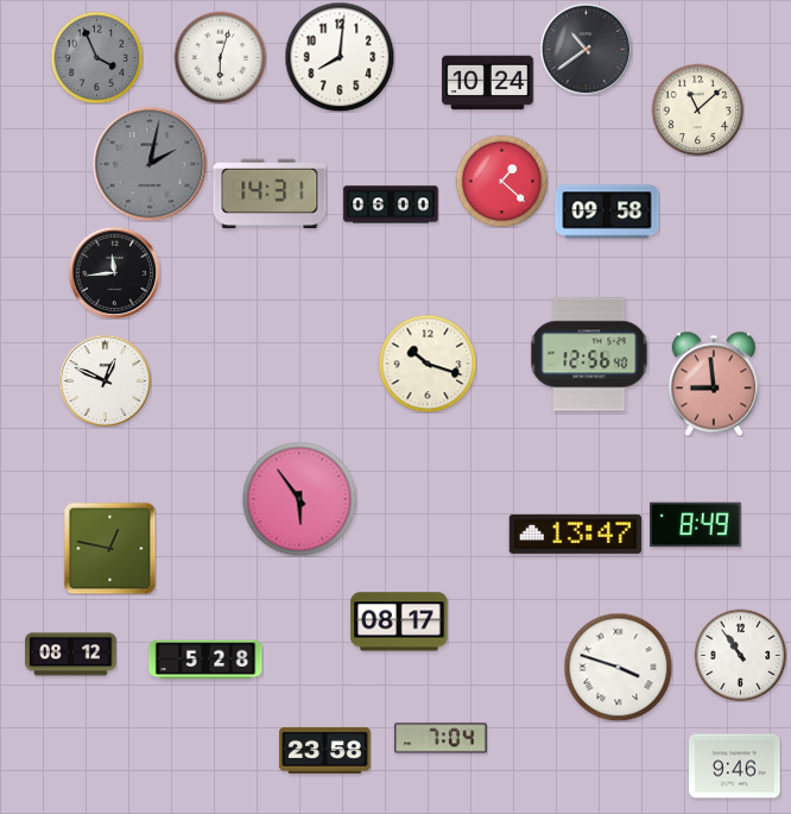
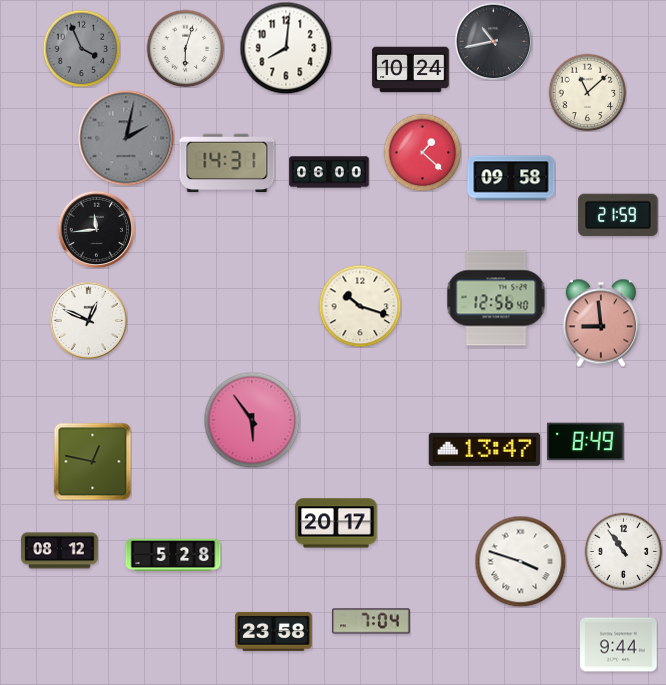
clock at (586, 49): 10:39 -> 10:43
clock at (618, 215): none -> 21:59
clock at (399, 621): 08:17 -> 20:17
clock at (735, 766): 9:46 -> 9:44
